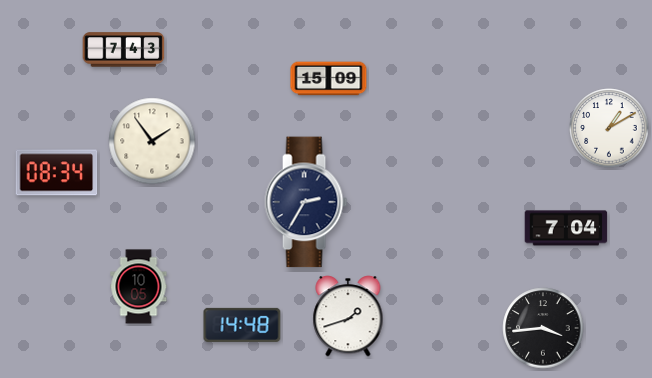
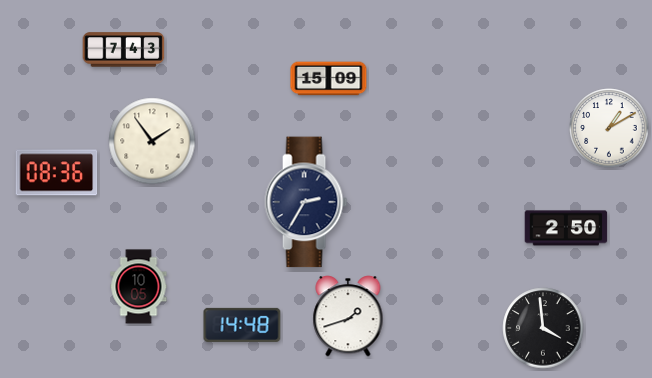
clock at (57, 173): 08:34 -> 08:36
clock at (566, 228): 7:04 -> 2:50
clock at (543, 328): 3:44 -> 3:59
